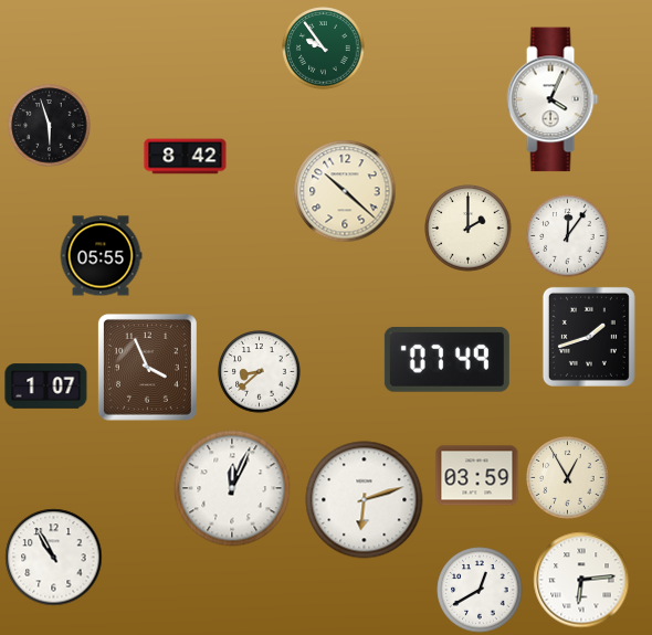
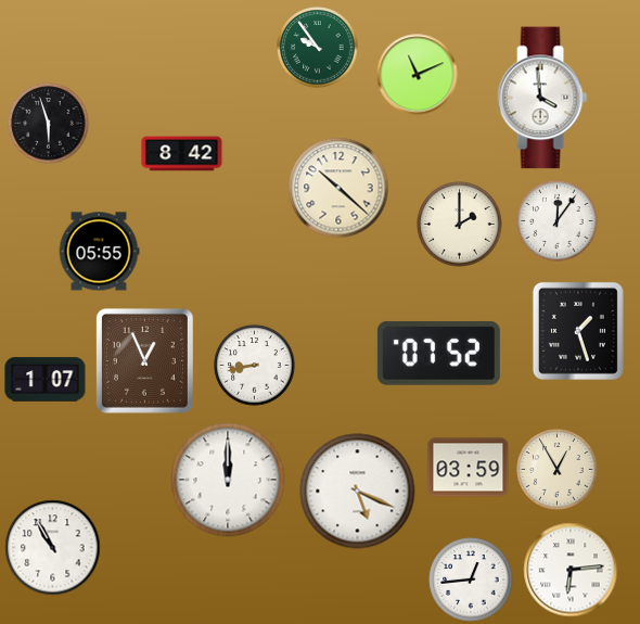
clock at (418, 75): none -> 11:11
clock at (553, 99): 4:04 -> 3:59
clock at (568, 236) position: (568, 236) -> (558, 221)
clock at (589, 337): 1:42 -> 1:27
clock at (446, 359): 07:49 -> 07:52
clock at (147, 367): 3:56 -> 12:56
clock at (260, 372): 8:38 -> 8:43
clock at (232, 488): 12:04 -> 12:00
clock at (365, 500): 6:12 -> 5:19
clock at (480, 590): 12:40 -> 12:44
